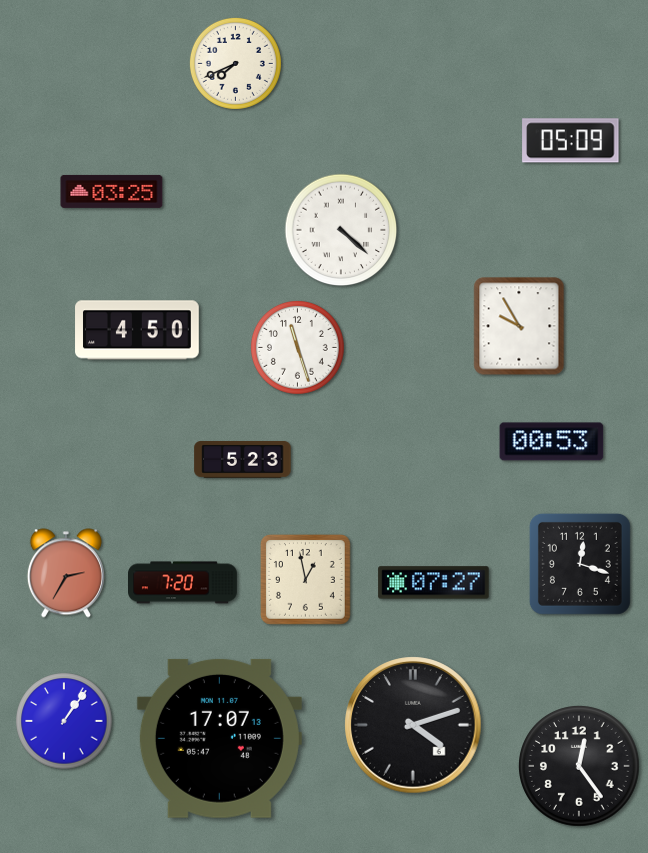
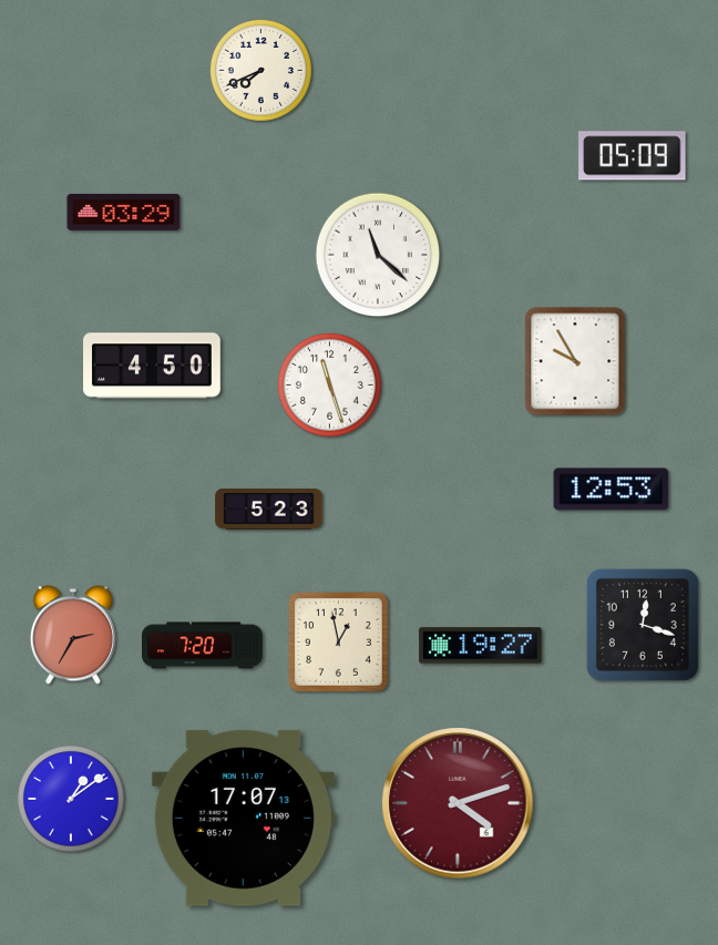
clock at (112, 191): 03:25 -> 03:29
clock at (341, 230): 4:22 -> 11:22
clock at (552, 442): 00:53 -> 12:53
clock at (434, 583): 07:27 -> 19:27
clock at (64, 721): 1:06 -> 1:09
clock at (413, 725) dial: black -> burgundy
clock at (580, 767): 12:24 -> none
